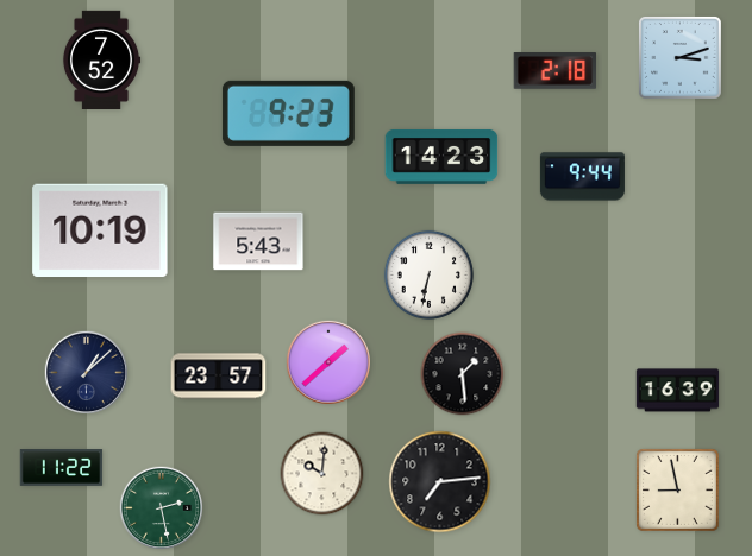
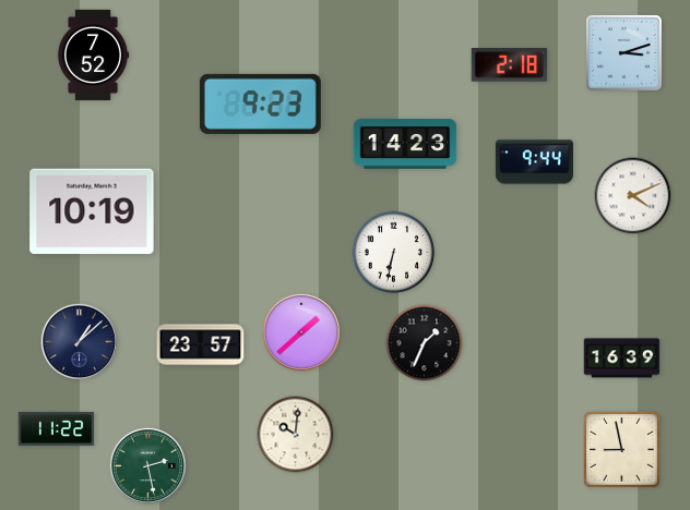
clock at (288, 113) position: (288, 113) -> (260, 104)
clock at (633, 196): none -> 4:11
clock at (258, 241): 5:43 -> none
clock at (463, 374): 1:29 -> 1:34
clock at (440, 482): 7:14 -> none
